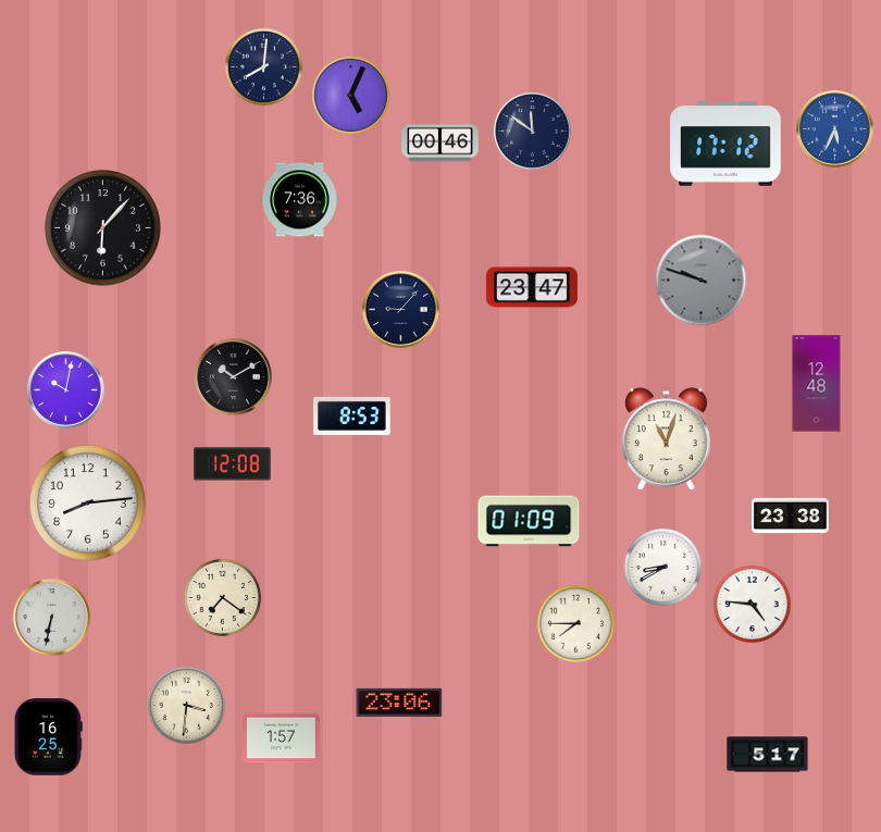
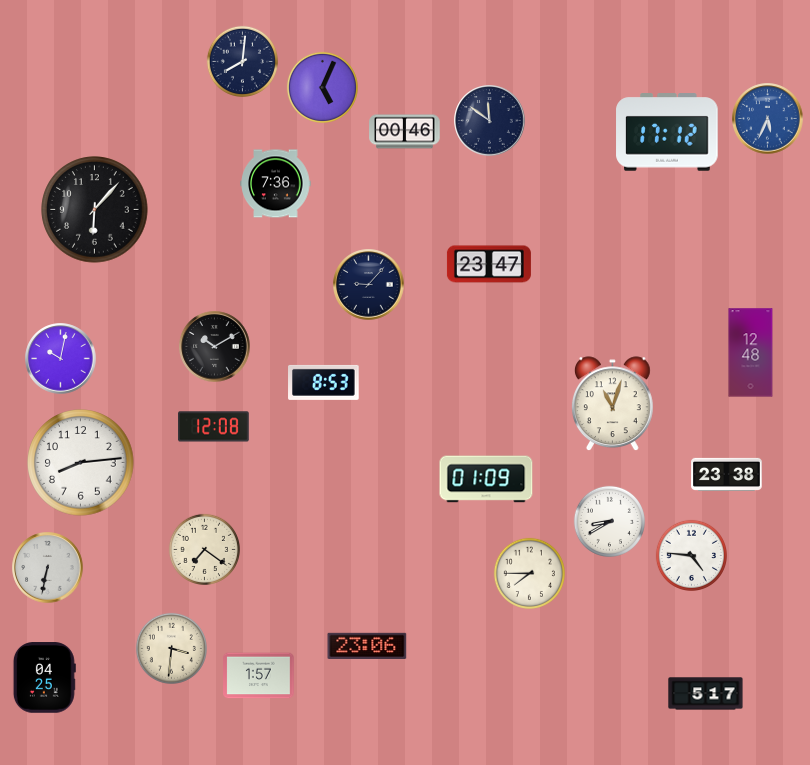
clock at (702, 281): 9:48 -> none
clock at (48, 737): 16:25 -> 04:25
clock at (282, 738) position: (282, 738) -> (259, 676)
